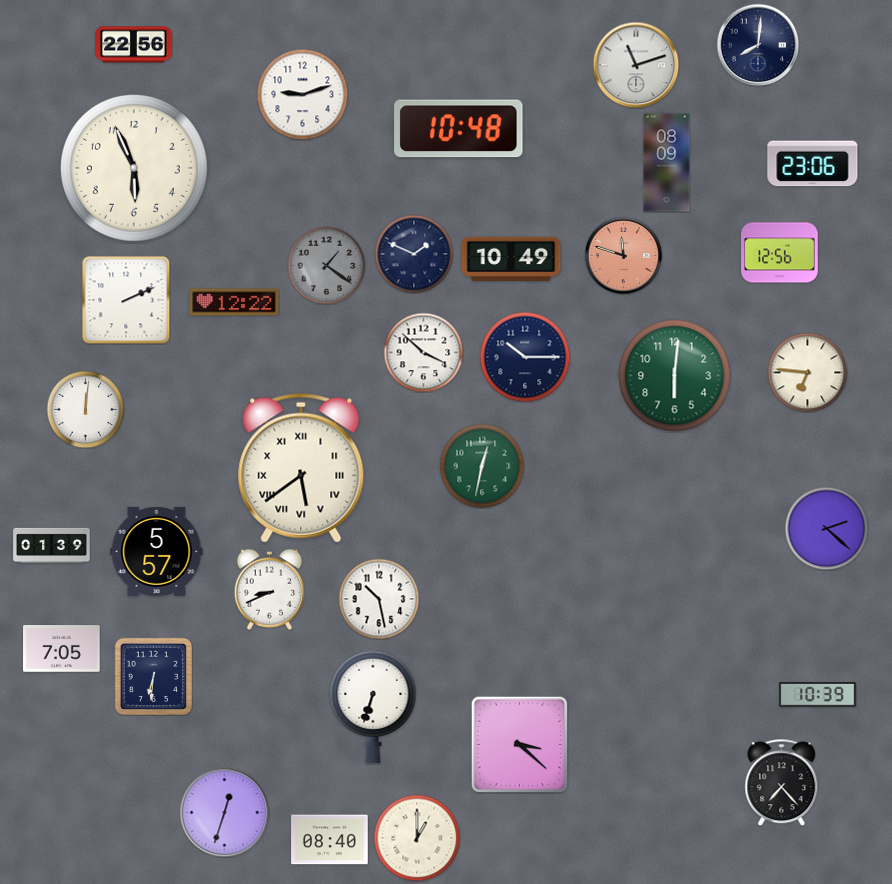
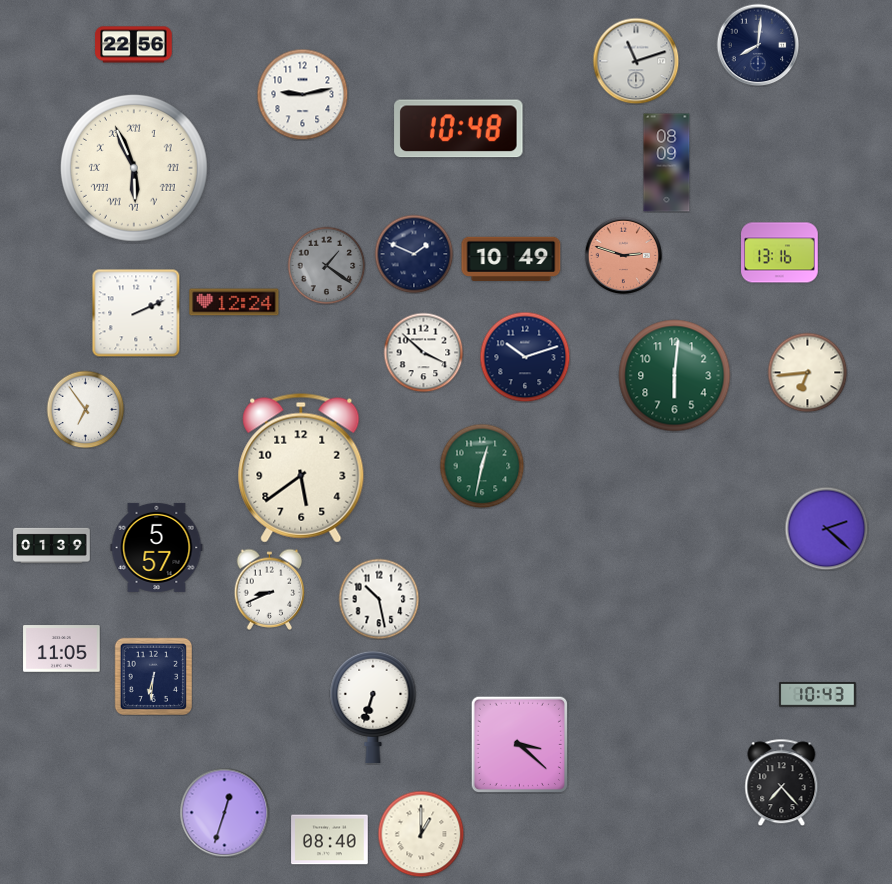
clock at (636, 65) position: (636, 65) -> (636, 61)
clock at (302, 94): 9:12 -> 9:13
clock at (813, 164): 23:06 -> none
clock at (134, 168) numerals: Arabic -> Roman
clock at (780, 253): 12:56 -> 13:16
clock at (623, 255): 11:48 -> 2:48
clock at (126, 300) position: (126, 300) -> (136, 313)
clock at (234, 302): 12:22 -> 12:24
clock at (525, 357): 10:15 -> 10:12
clock at (807, 372): 6:46 -> 6:44
clock at (85, 409): 12:01 -> 6:54
clock at (301, 468) numerals: Roman -> Arabic
clock at (157, 551) position: (157, 551) -> (157, 547)
clock at (62, 649): 7:05 -> 11:05
clock at (818, 695): 10:39 -> 10:43
clock at (417, 838) position: (417, 838) -> (421, 834)
